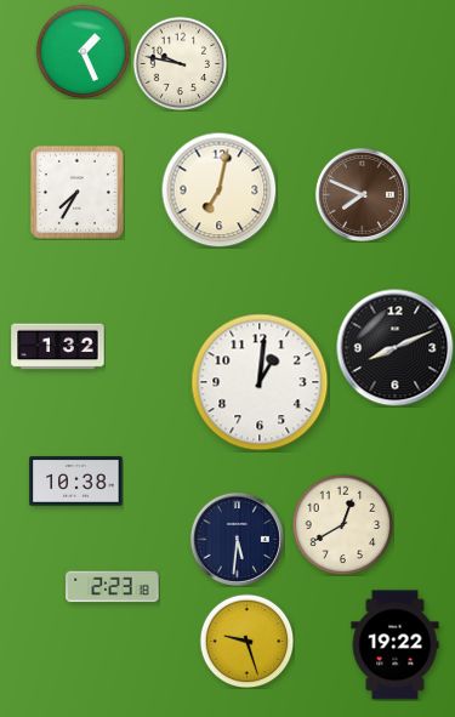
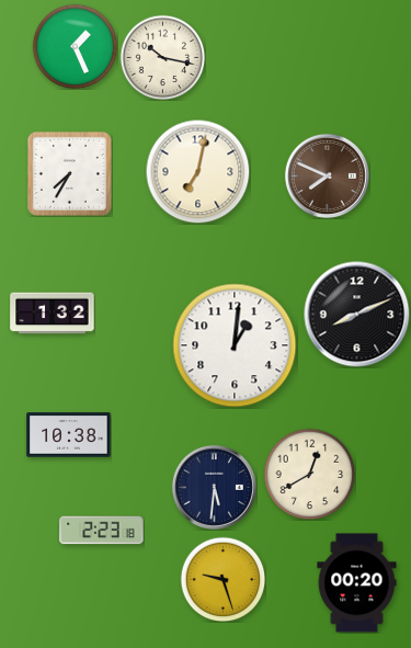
clock at (180, 63): 9:47 -> 10:17
clock at (396, 645): 19:22 -> 00:20
